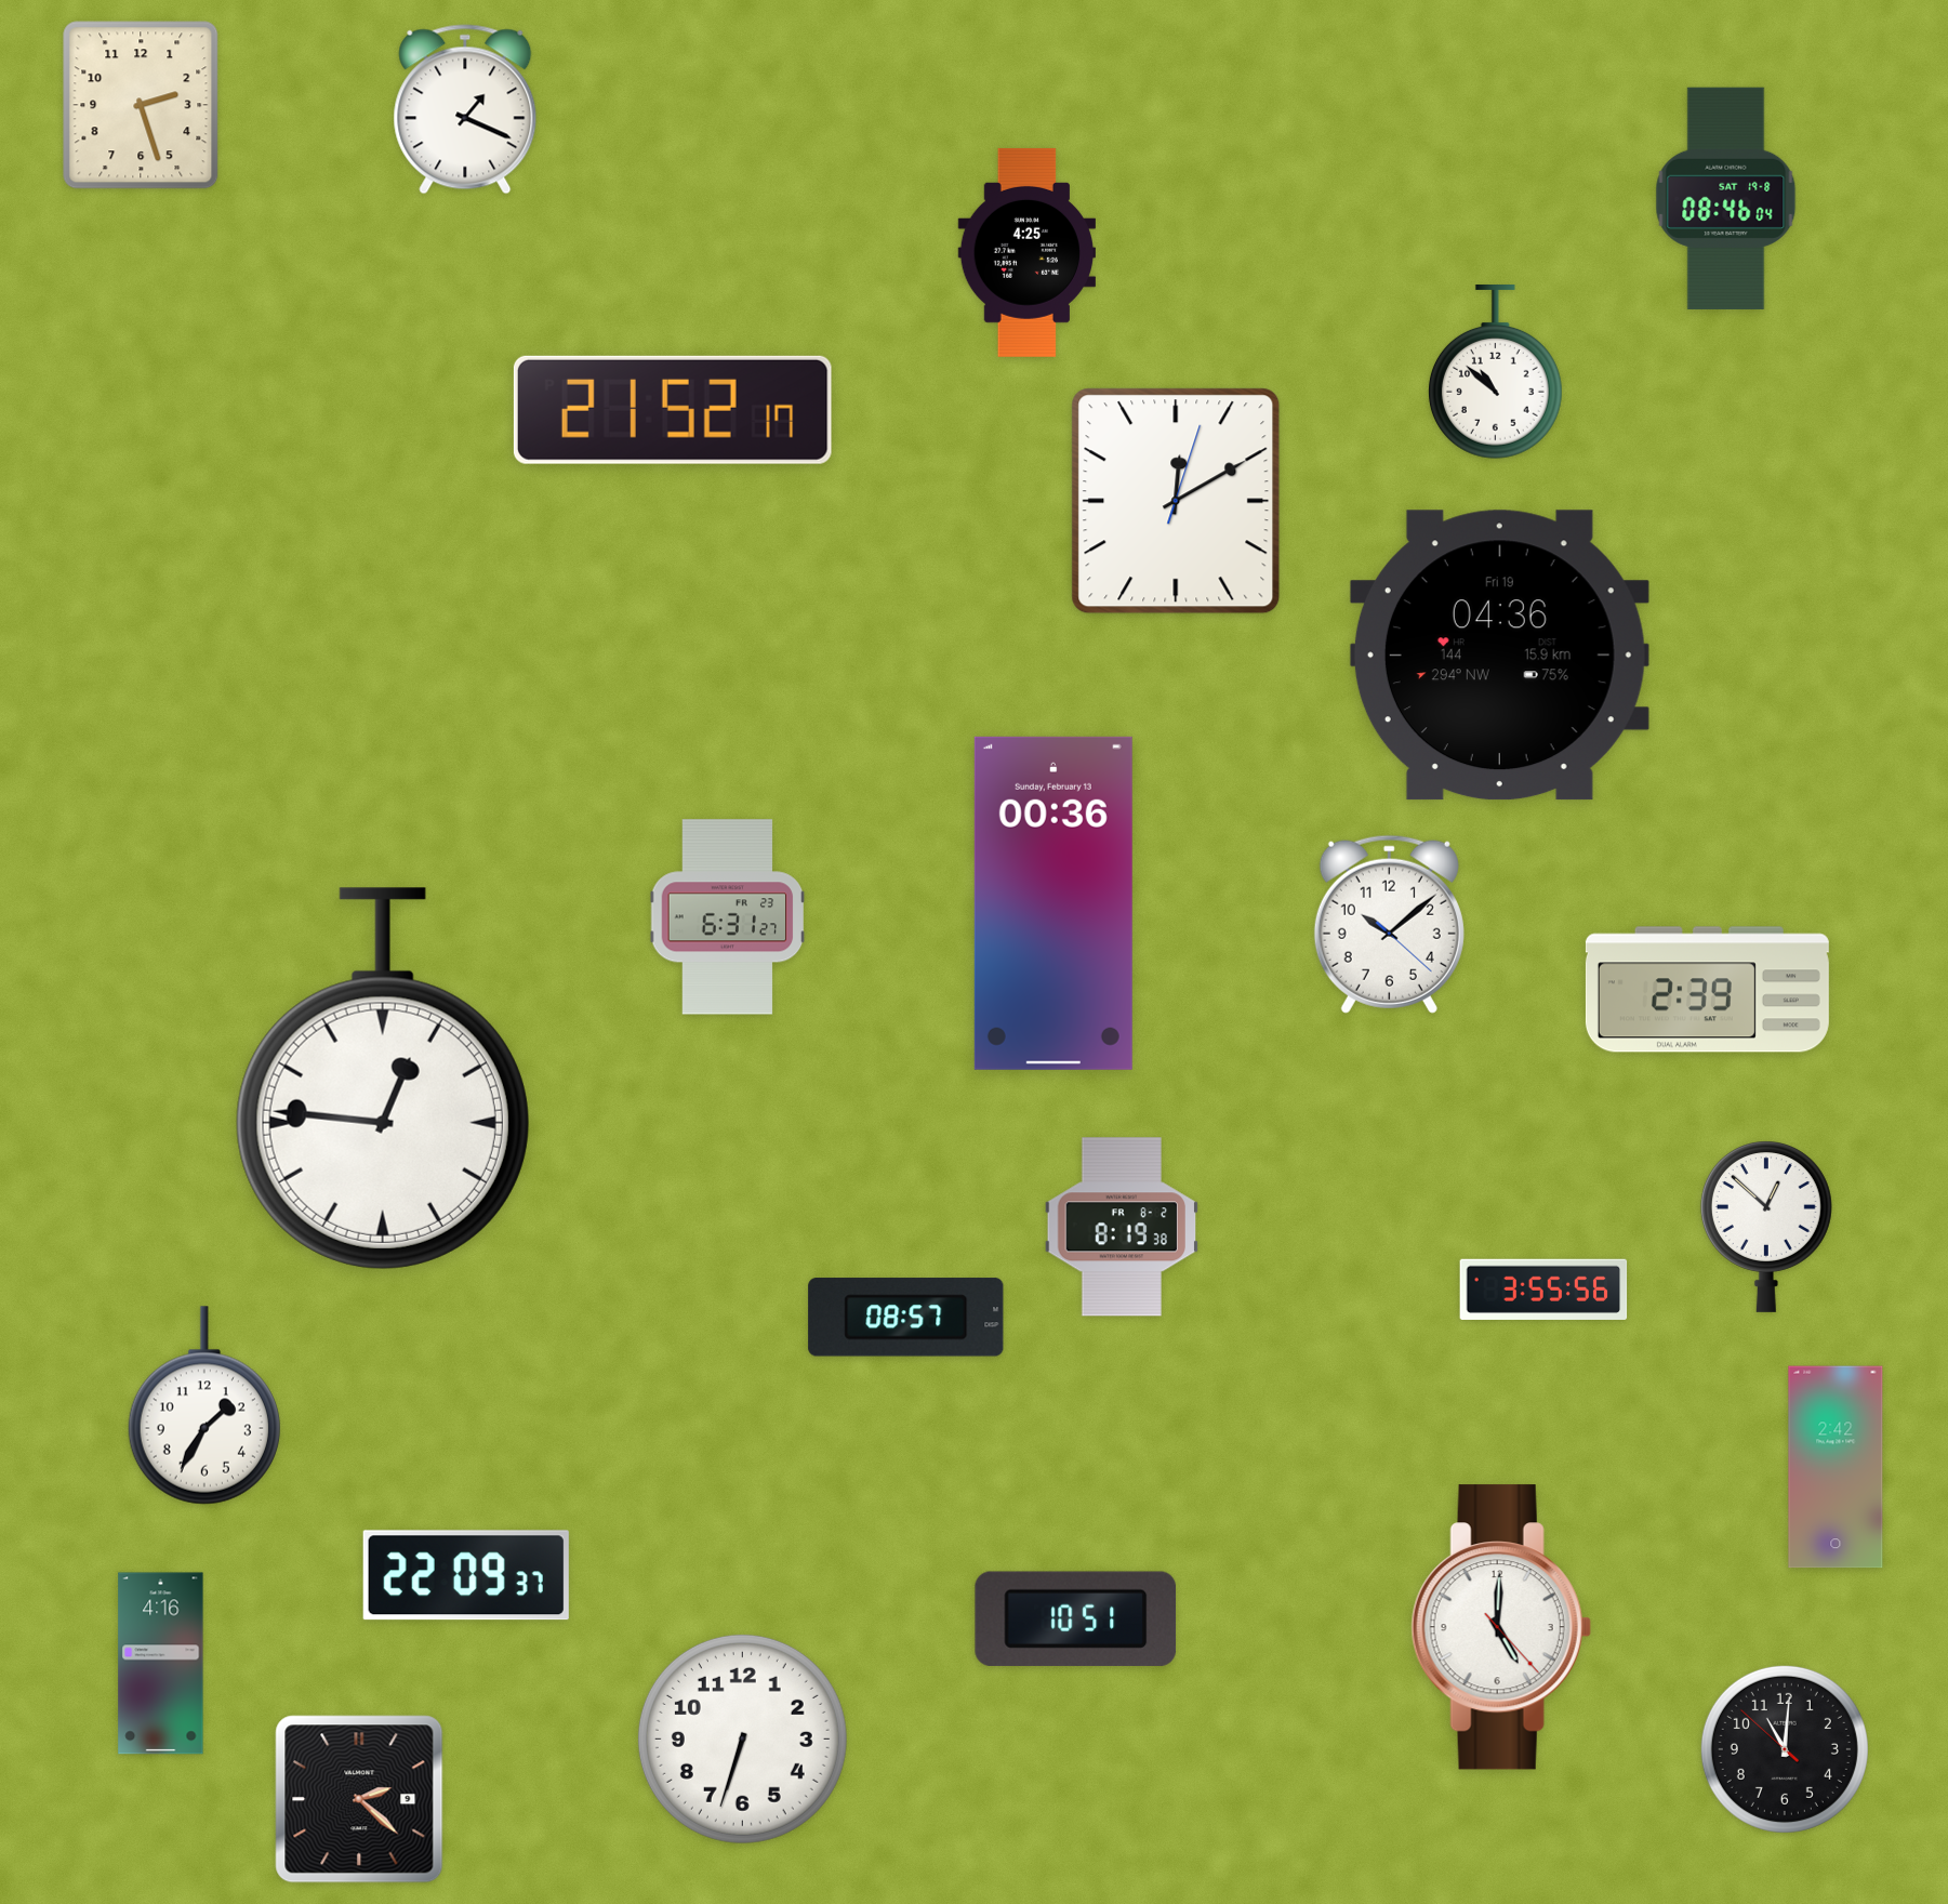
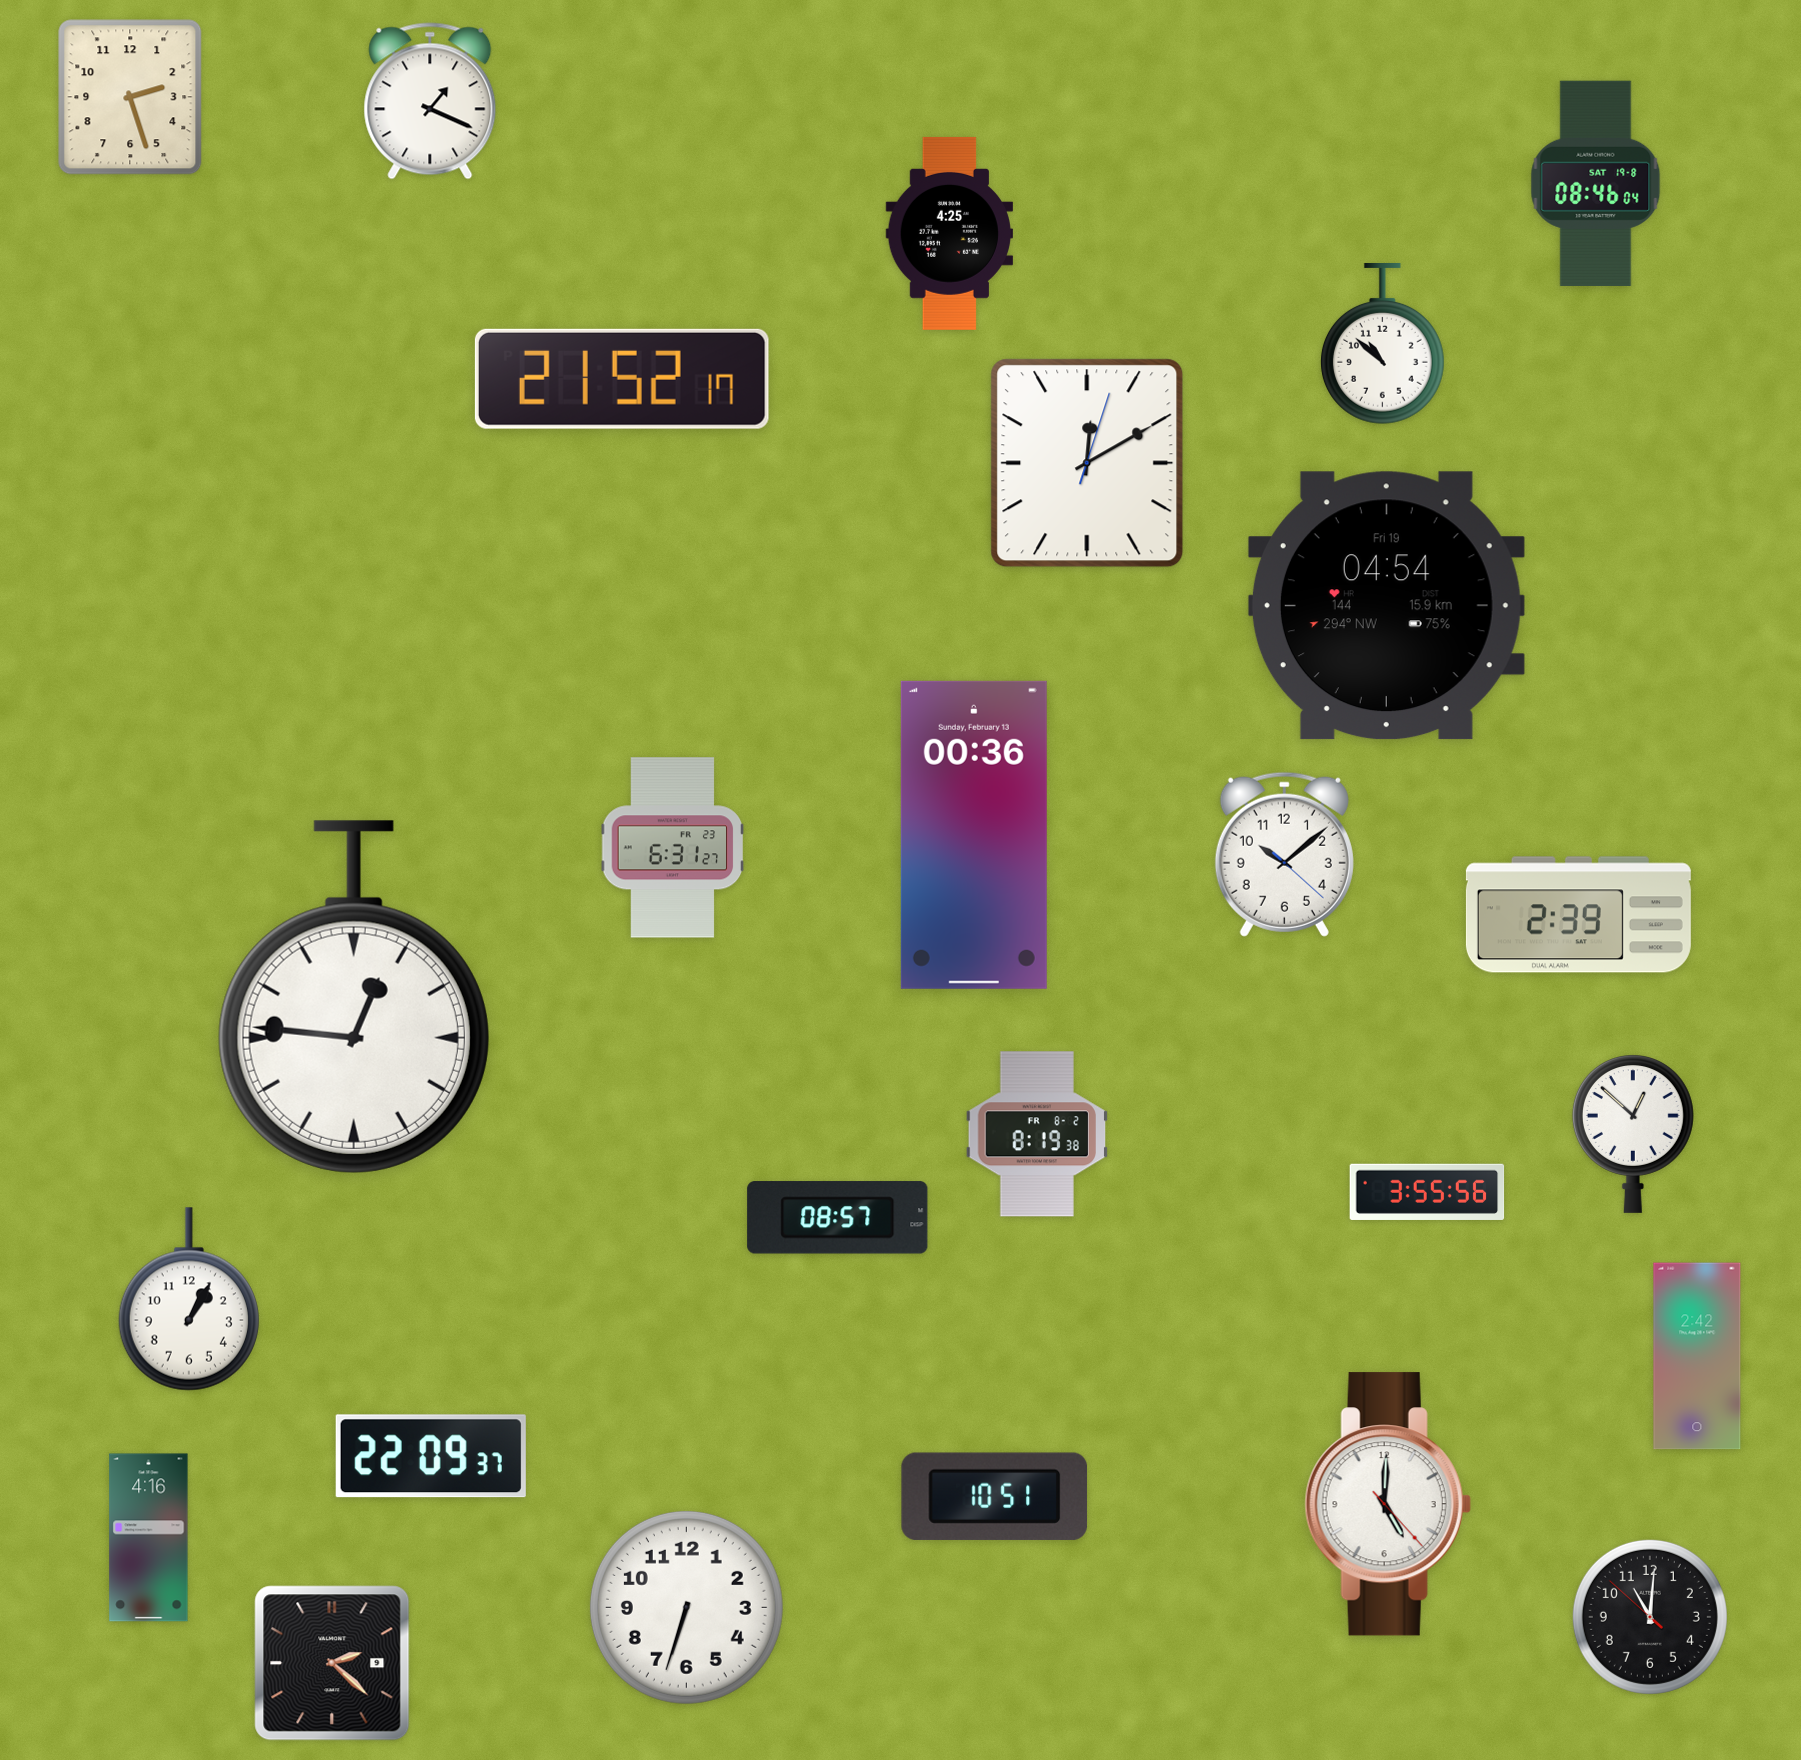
clock at (1499, 656): 04:36 -> 04:54
clock at (204, 1405): 1:35 -> 1:05
